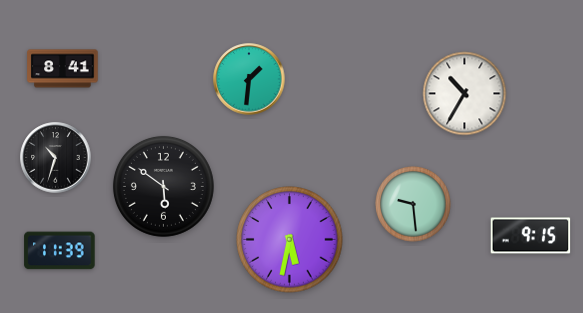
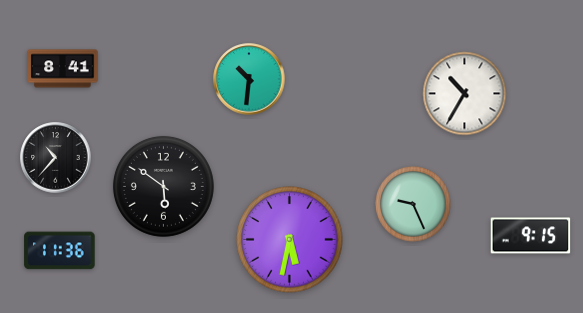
clock at (249, 79): 1:31 -> 10:31
clock at (56, 158): 10:33 -> 10:37
clock at (413, 204): 9:29 -> 9:26
clock at (60, 251): 11:39 -> 11:36
